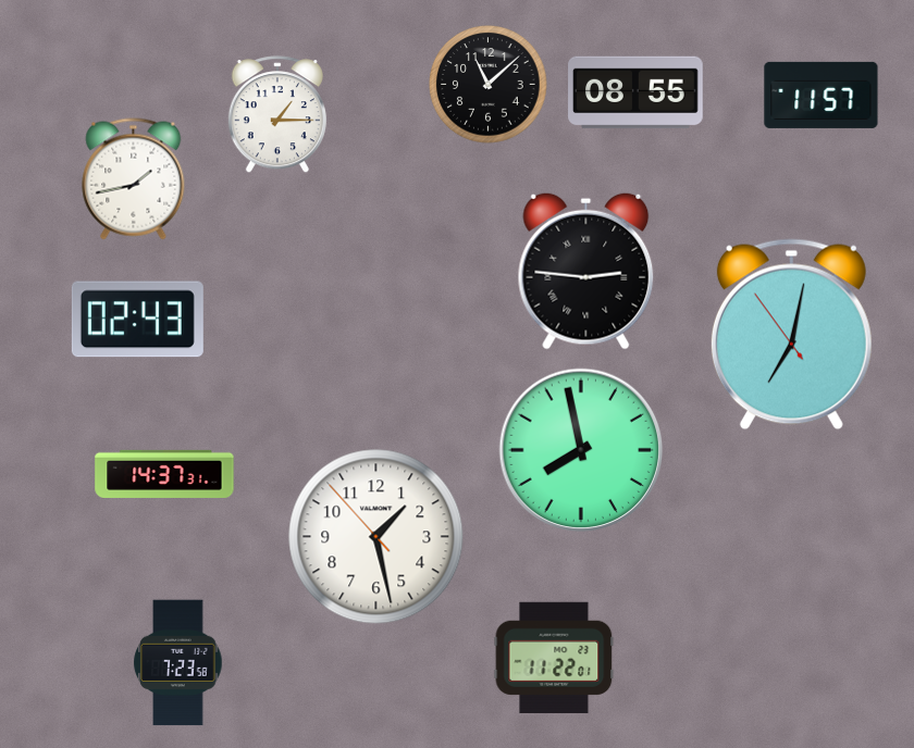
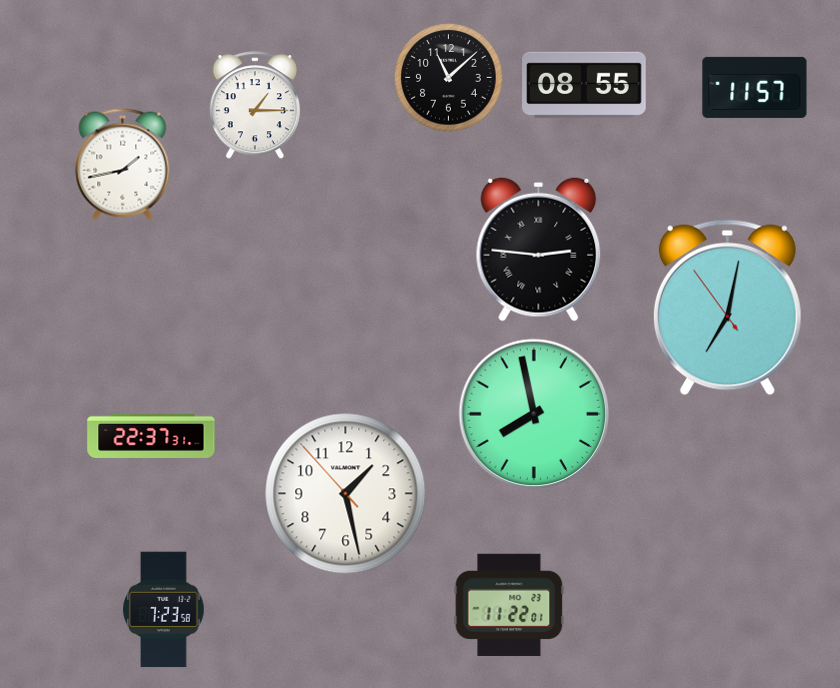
clock at (137, 320): 02:43 -> none
clock at (164, 474): 14:37 -> 22:37
